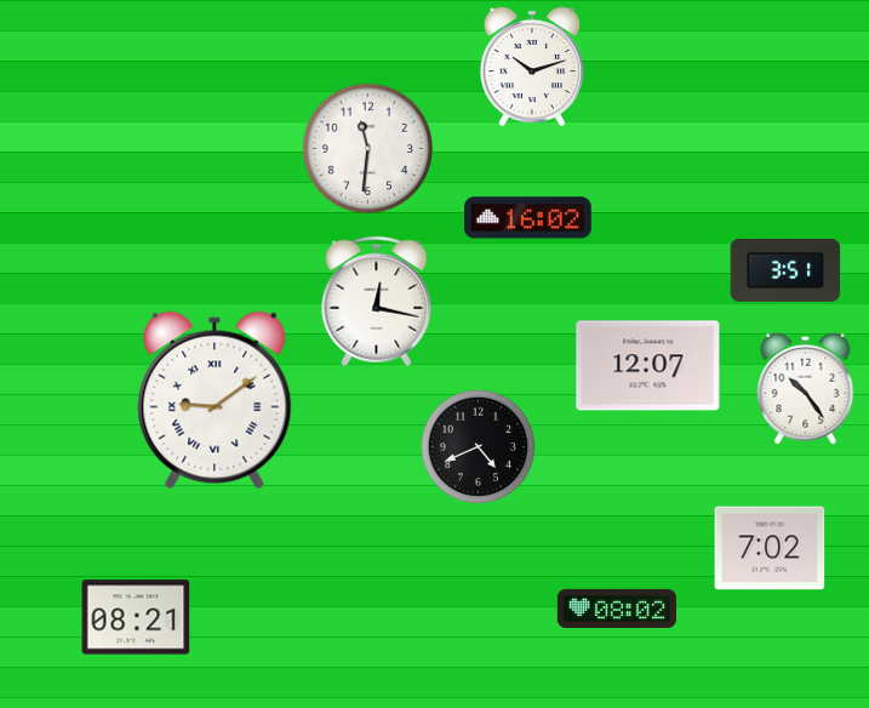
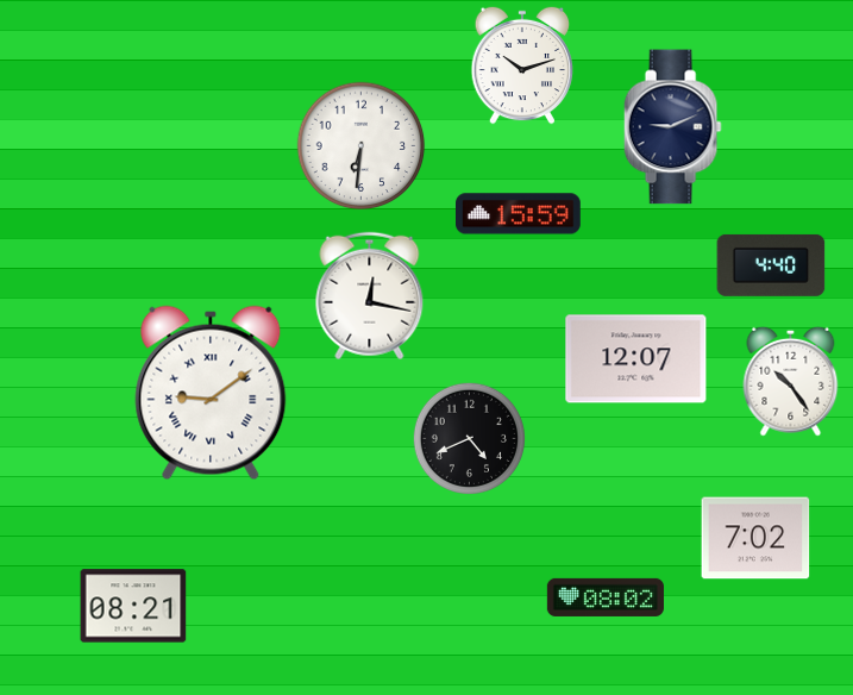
clock at (672, 127): none -> 9:11
clock at (368, 149): 11:31 -> 6:31
clock at (528, 218): 16:02 -> 15:59
clock at (785, 270): 3:51 -> 4:40
